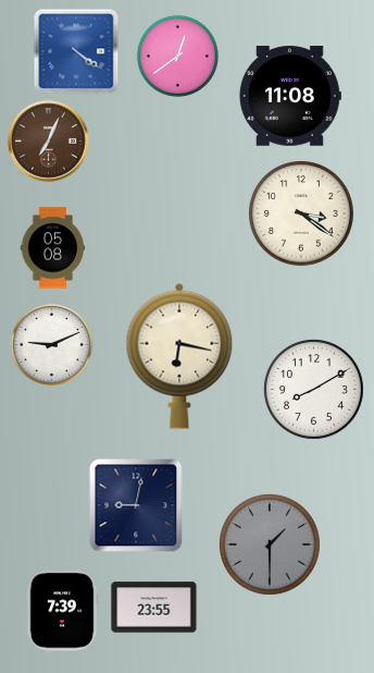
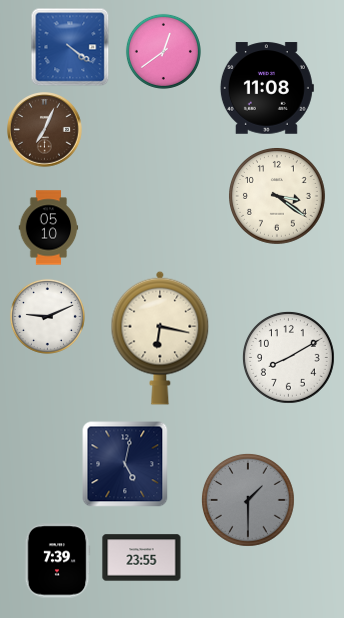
clock at (53, 248): 05:08 -> 05:10
clock at (179, 356) position: (179, 356) -> (160, 338)
clock at (136, 505): 9:02 -> 5:02
